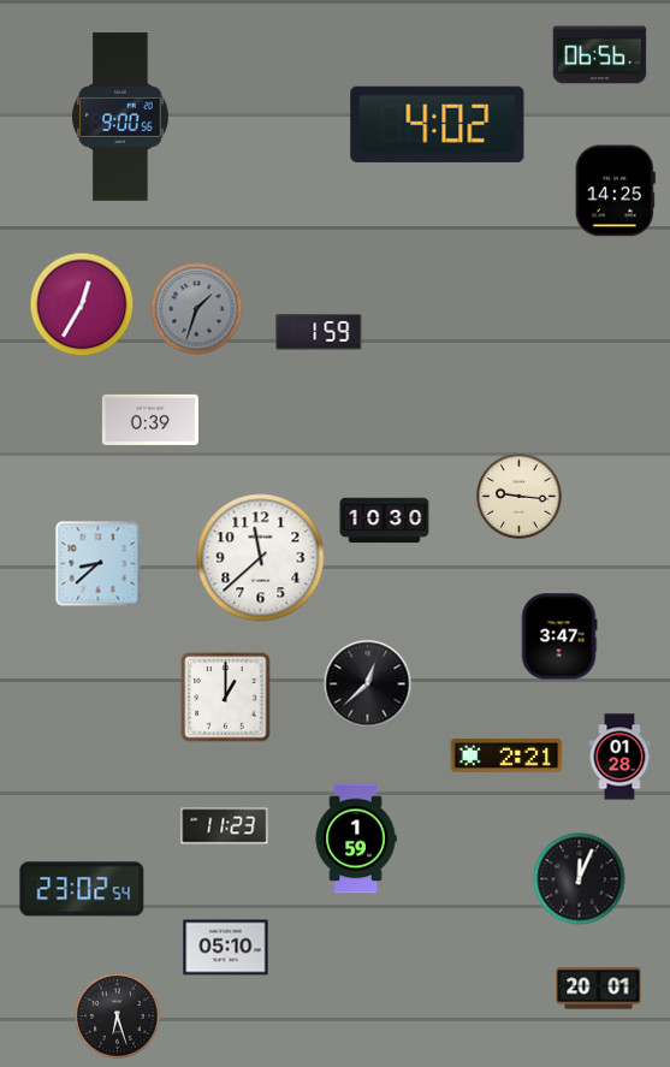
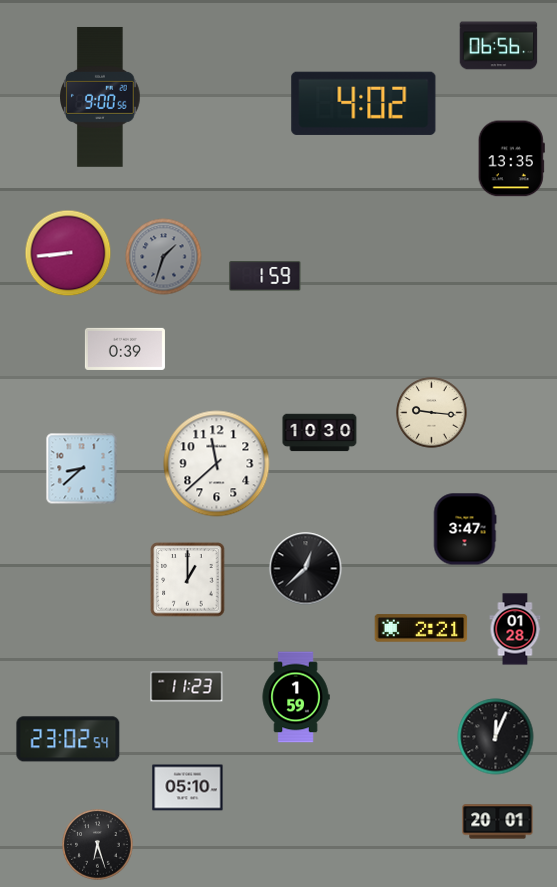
clock at (615, 191): 14:25 -> 13:35
clock at (82, 304): 12:35 -> 8:44
clock at (580, 879) position: (580, 879) -> (496, 737)
